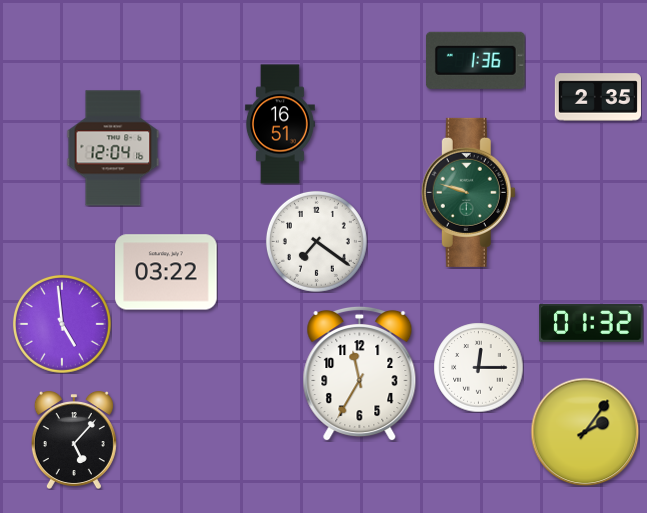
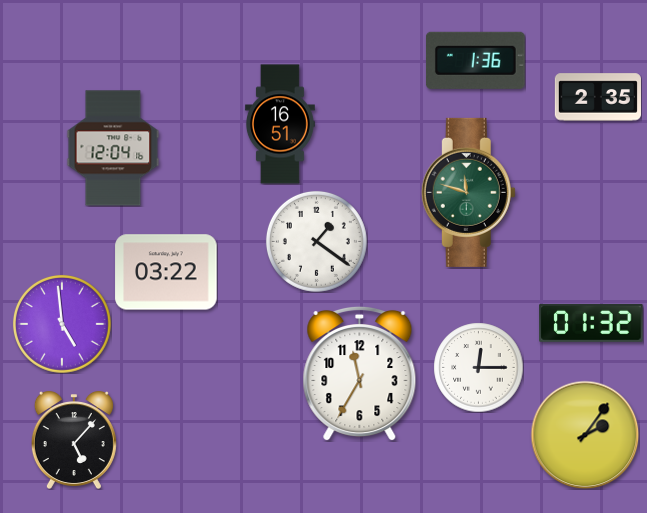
clock at (468, 192): 9:48 -> 11:48
clock at (316, 241): 7:21 -> 1:21
clock at (585, 432) position: (585, 432) -> (585, 435)
